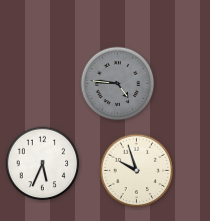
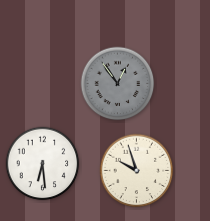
clock at (118, 84): 4:46 -> 12:54
clock at (43, 164): 5:34 -> 6:29
